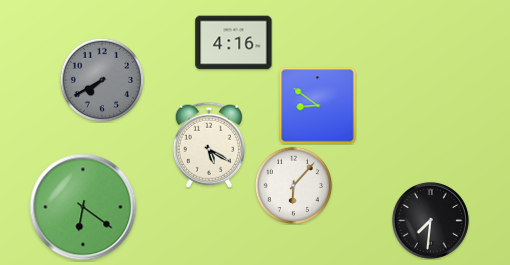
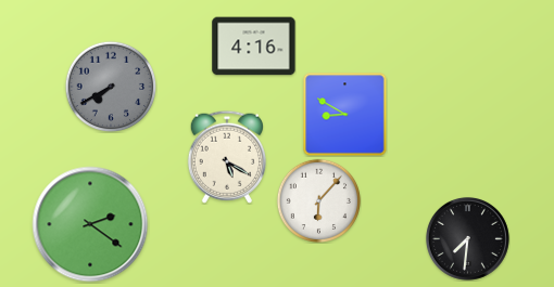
clock at (317, 105): 8:51 -> 8:50
clock at (83, 207): 6:21 -> 2:21
